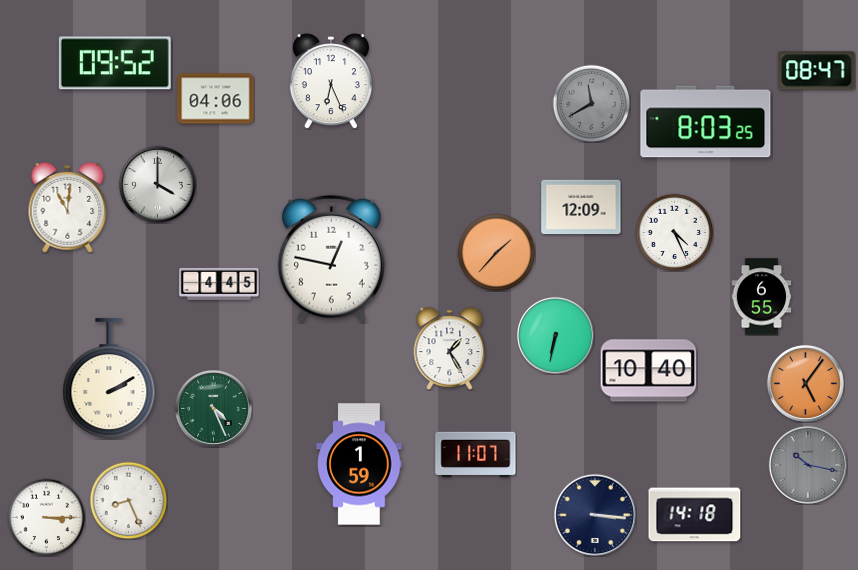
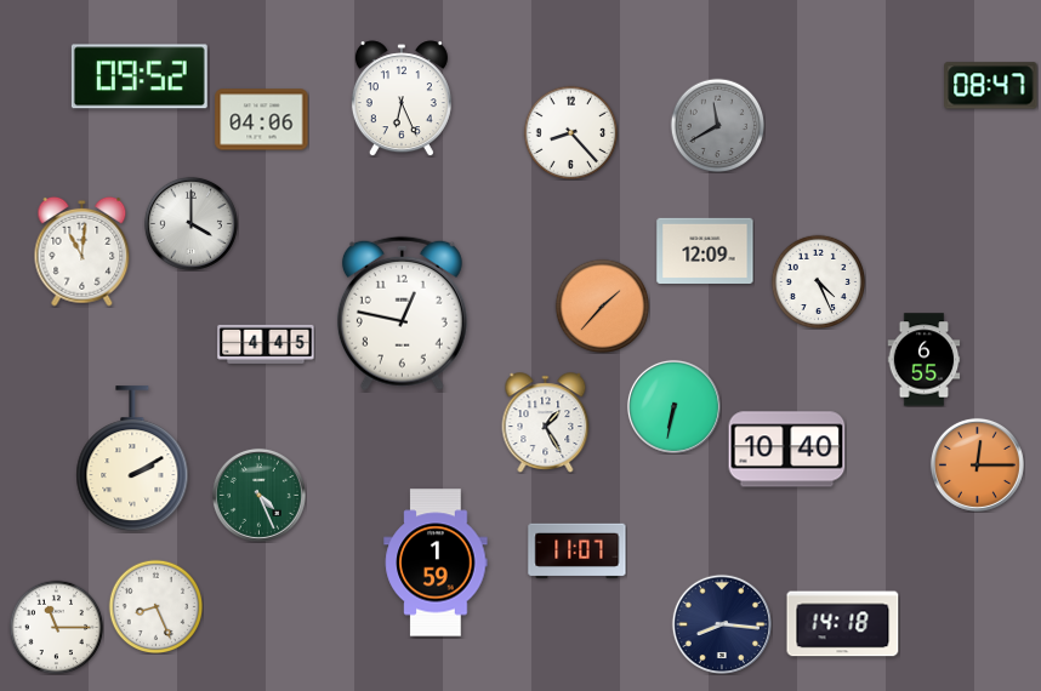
clock at (570, 132): none -> 8:23
clock at (706, 122): 8:03 -> none
clock at (805, 383): 5:06 -> 12:15
clock at (808, 465): 10:17 -> none
clock at (594, 514): 3:16 -> 8:16
clock at (46, 517): 3:15 -> 11:15
